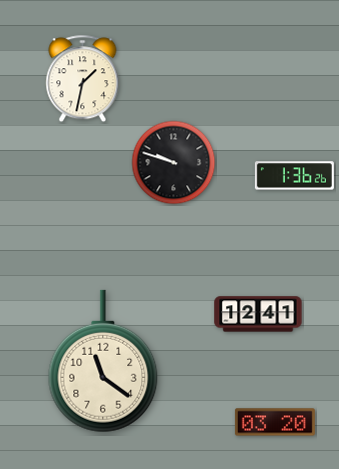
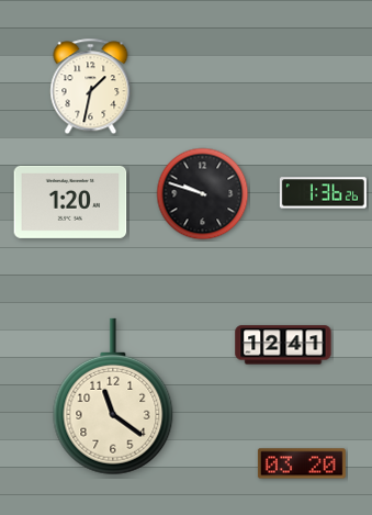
clock at (174, 163) position: (174, 163) -> (203, 194)
clock at (70, 202): none -> 1:20
